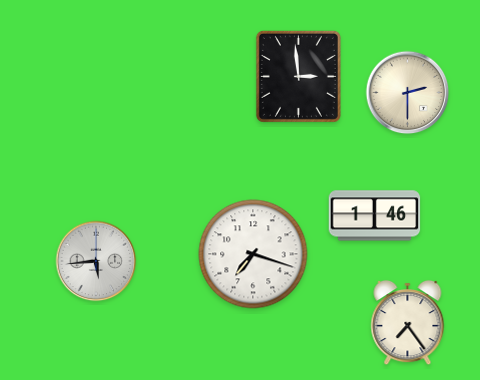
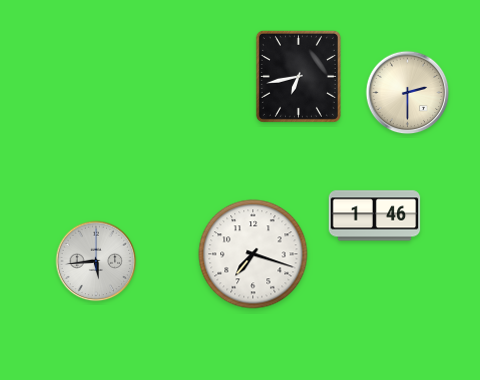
clock at (298, 76): 2:59 -> 6:43
clock at (408, 323): 7:24 -> none
